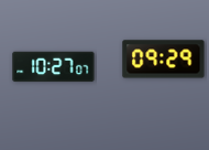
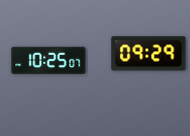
clock at (54, 67): 10:27 -> 10:25
